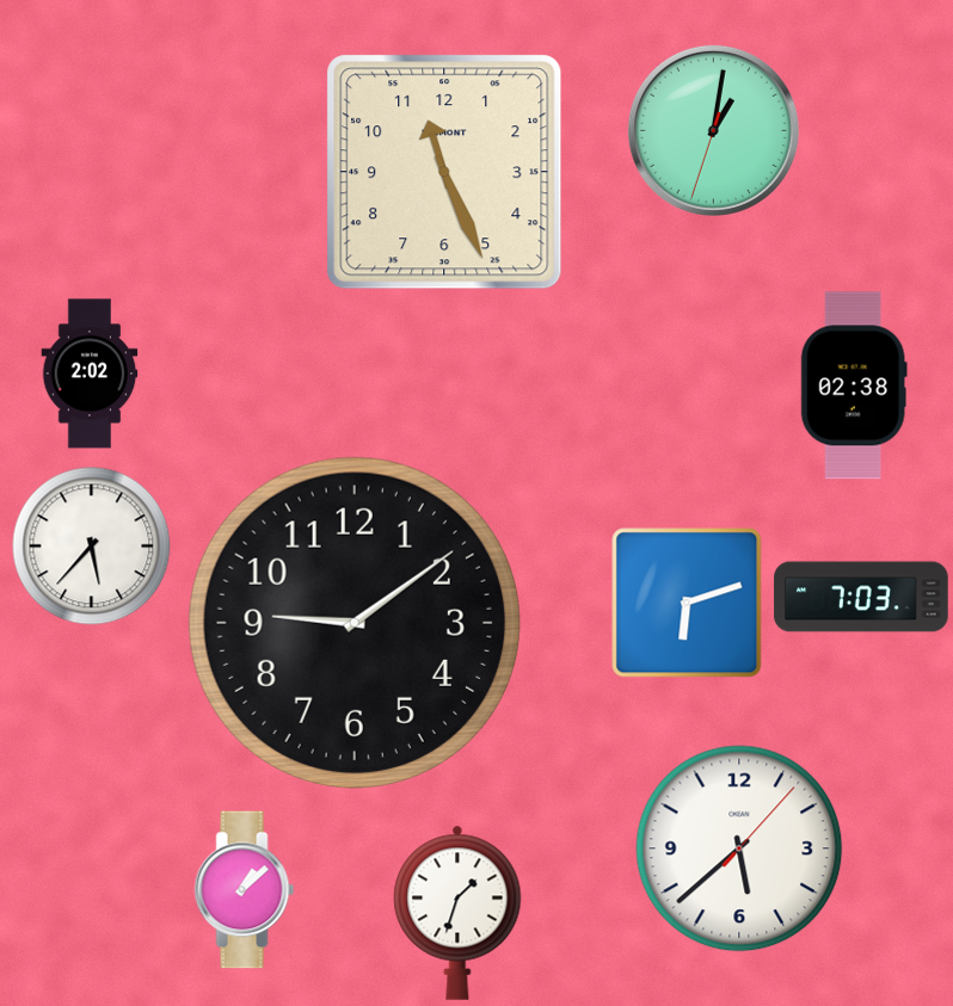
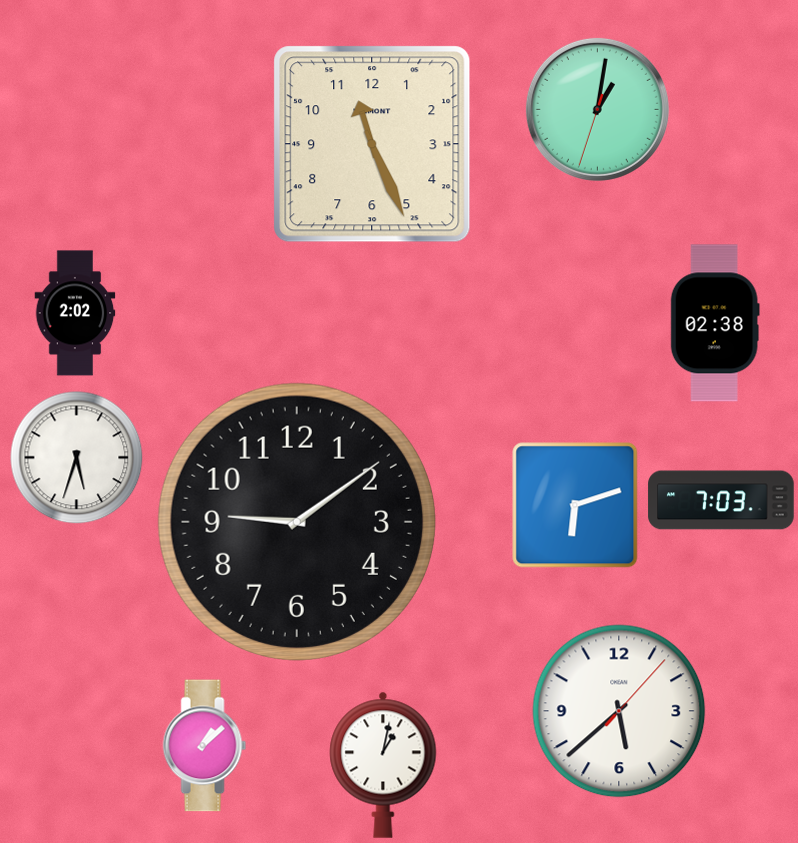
clock at (92, 547): 5:37 -> 5:33
clock at (457, 913): 1:33 -> 1:02
